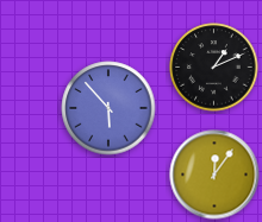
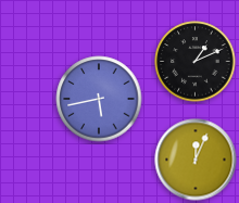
clock at (108, 108): 5:53 -> 5:43
clock at (214, 175): 12:06 -> 12:04
